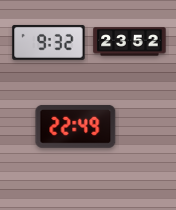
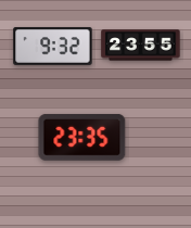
clock at (130, 42): 23:52 -> 23:55
clock at (76, 126): 22:49 -> 23:35
